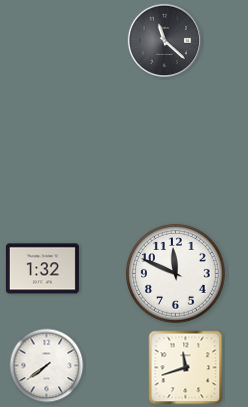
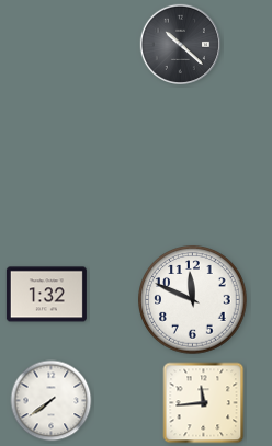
clock at (164, 40): 11:22 -> 10:22
clock at (186, 368): 11:42 -> 11:44
